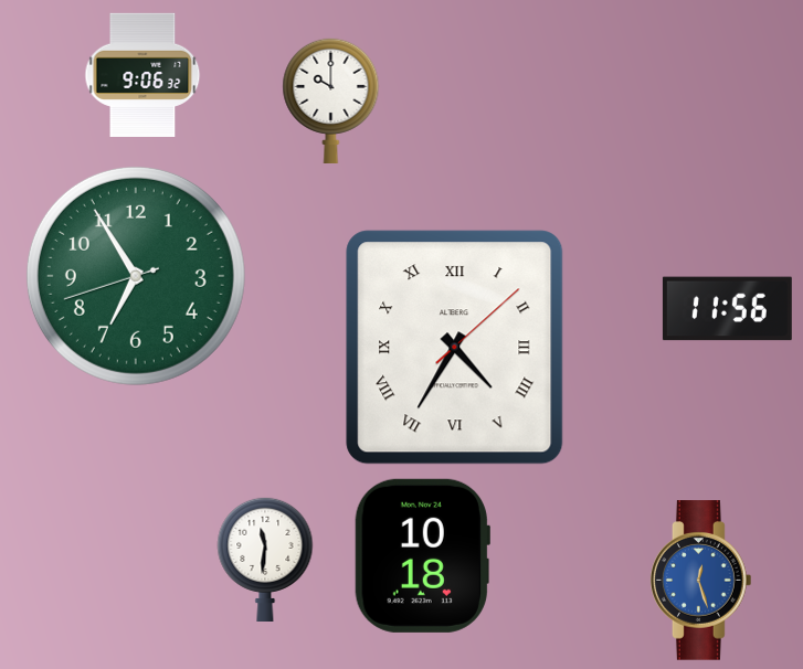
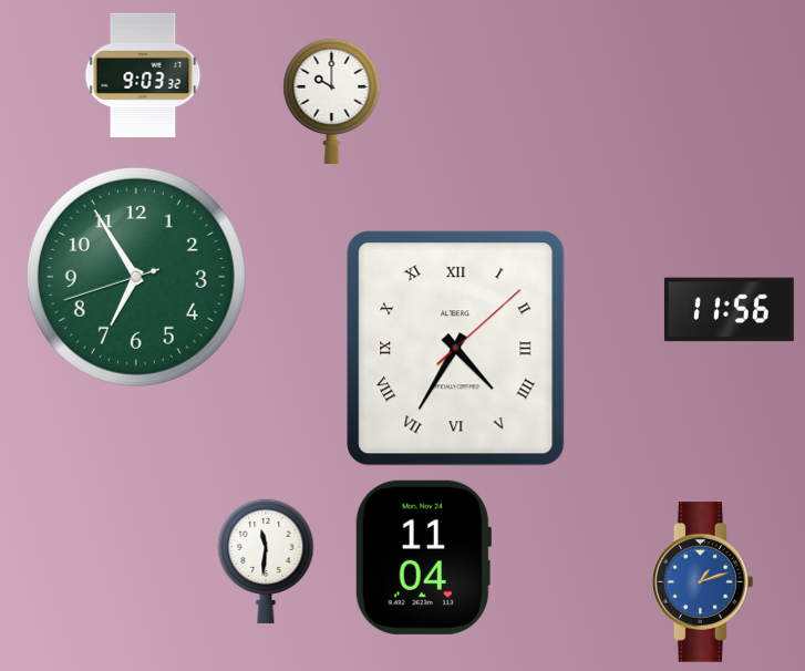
clock at (142, 74): 9:06 -> 9:03
clock at (422, 555): 10:18 -> 11:04
clock at (700, 581): 12:27 -> 1:12
